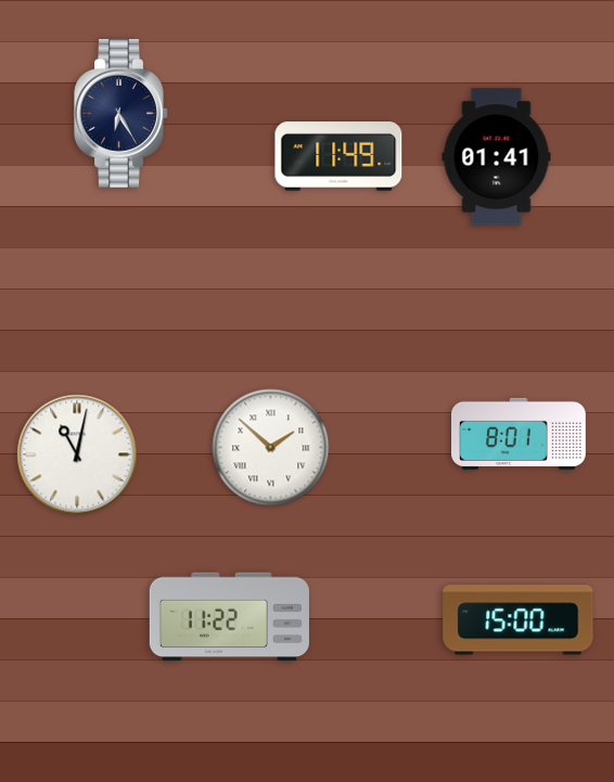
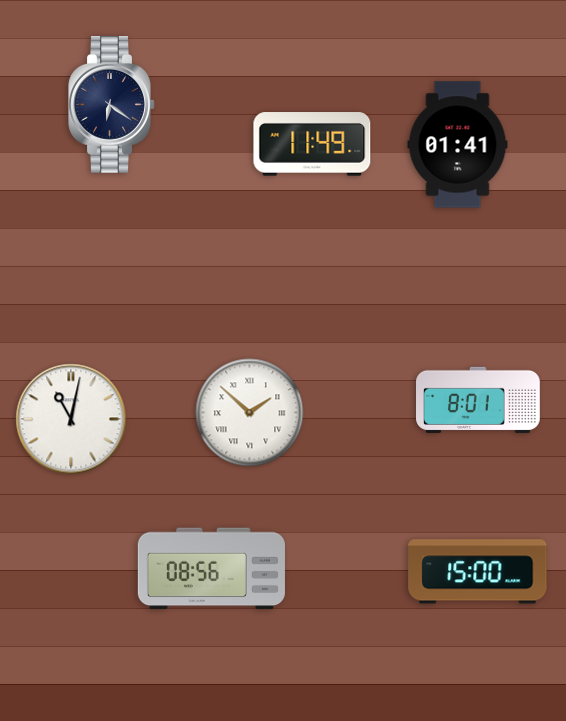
clock at (121, 114): 6:25 -> 6:21
clock at (229, 617): 11:22 -> 08:56
